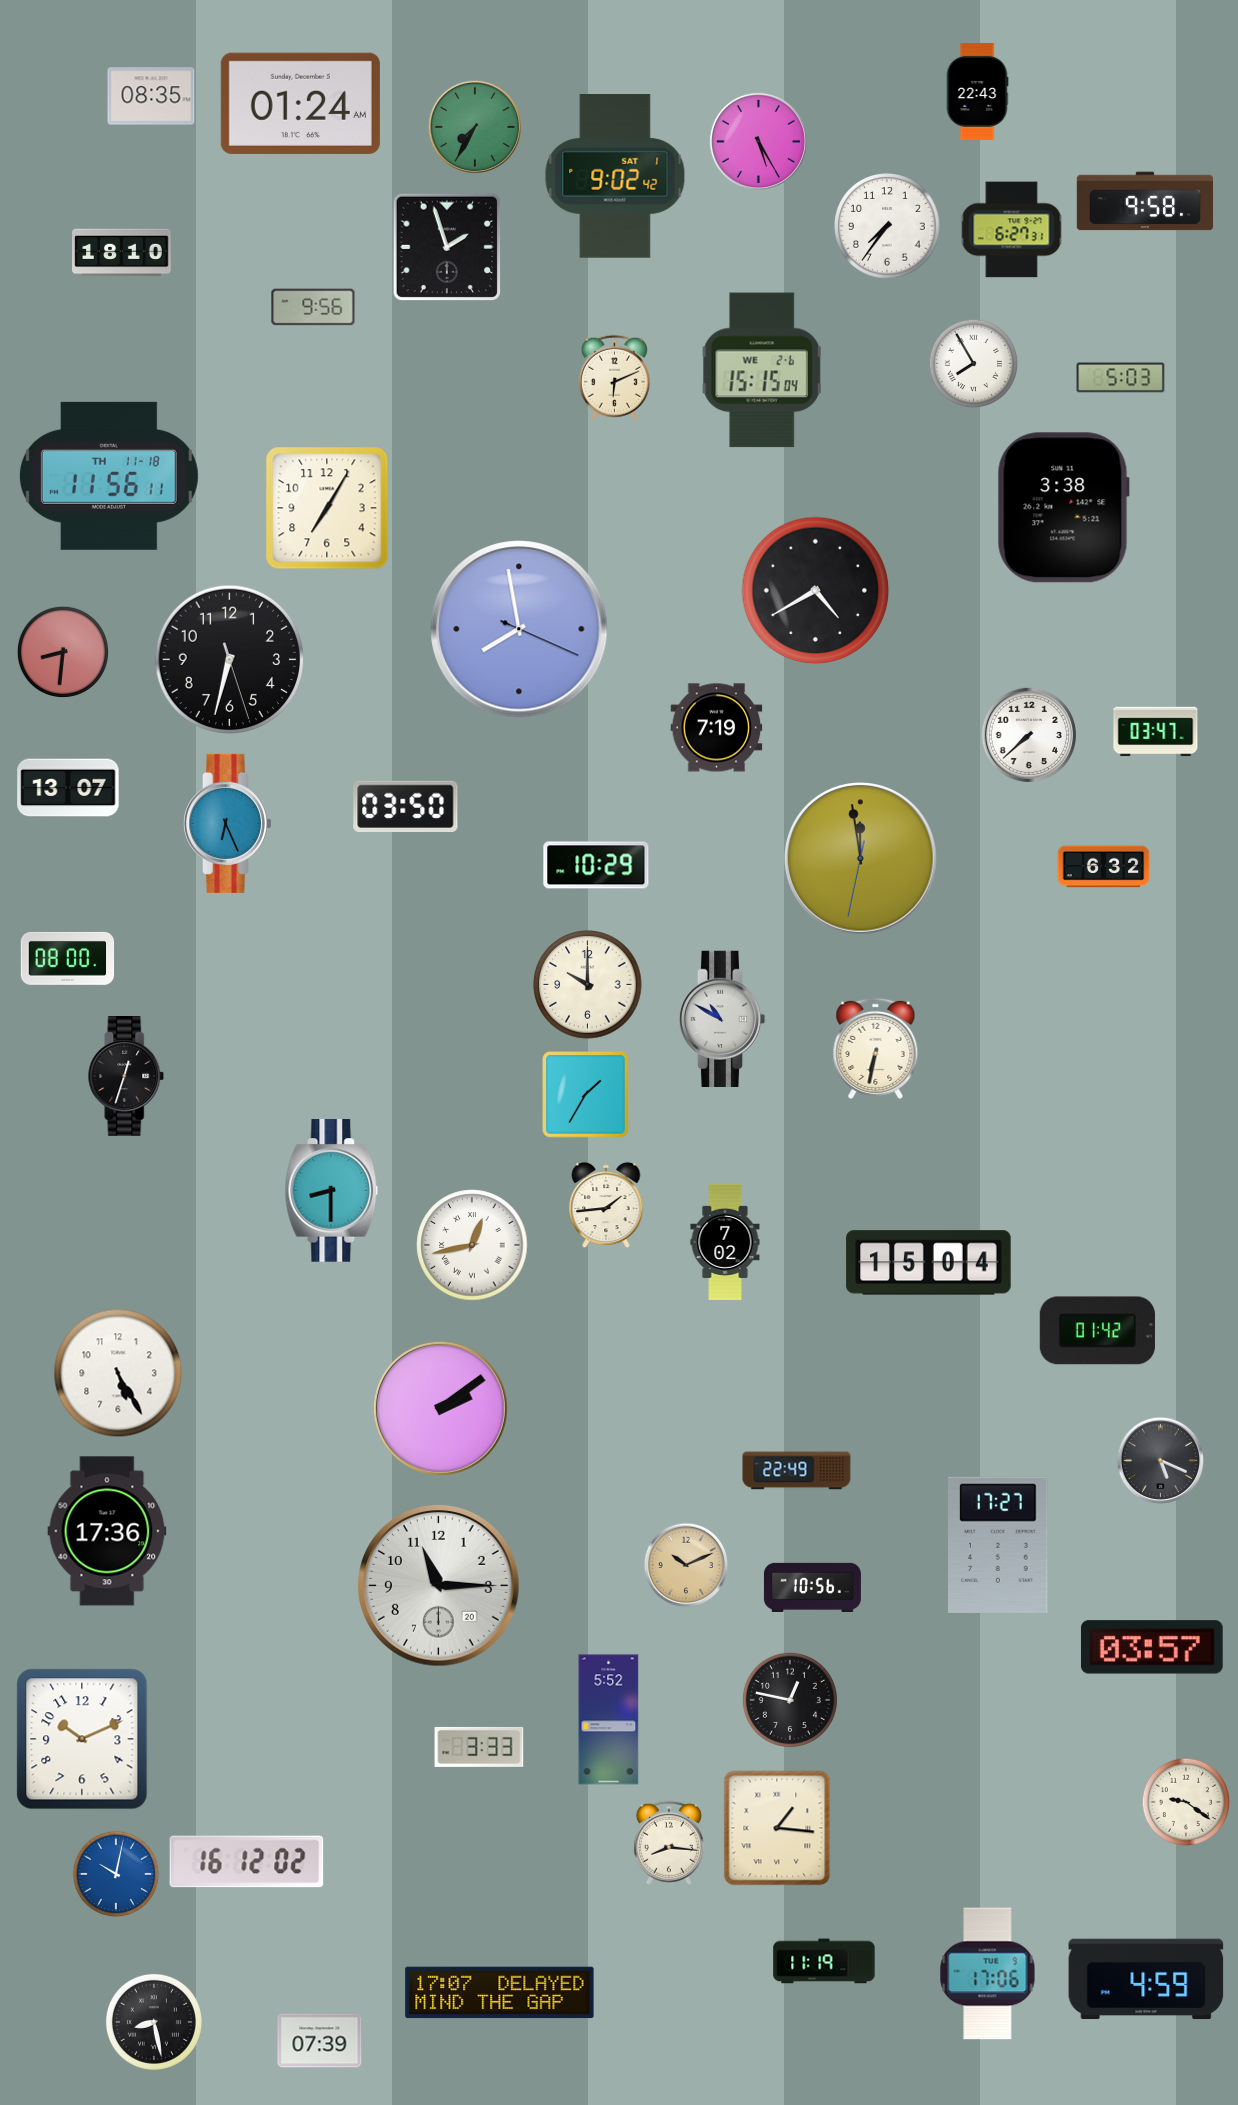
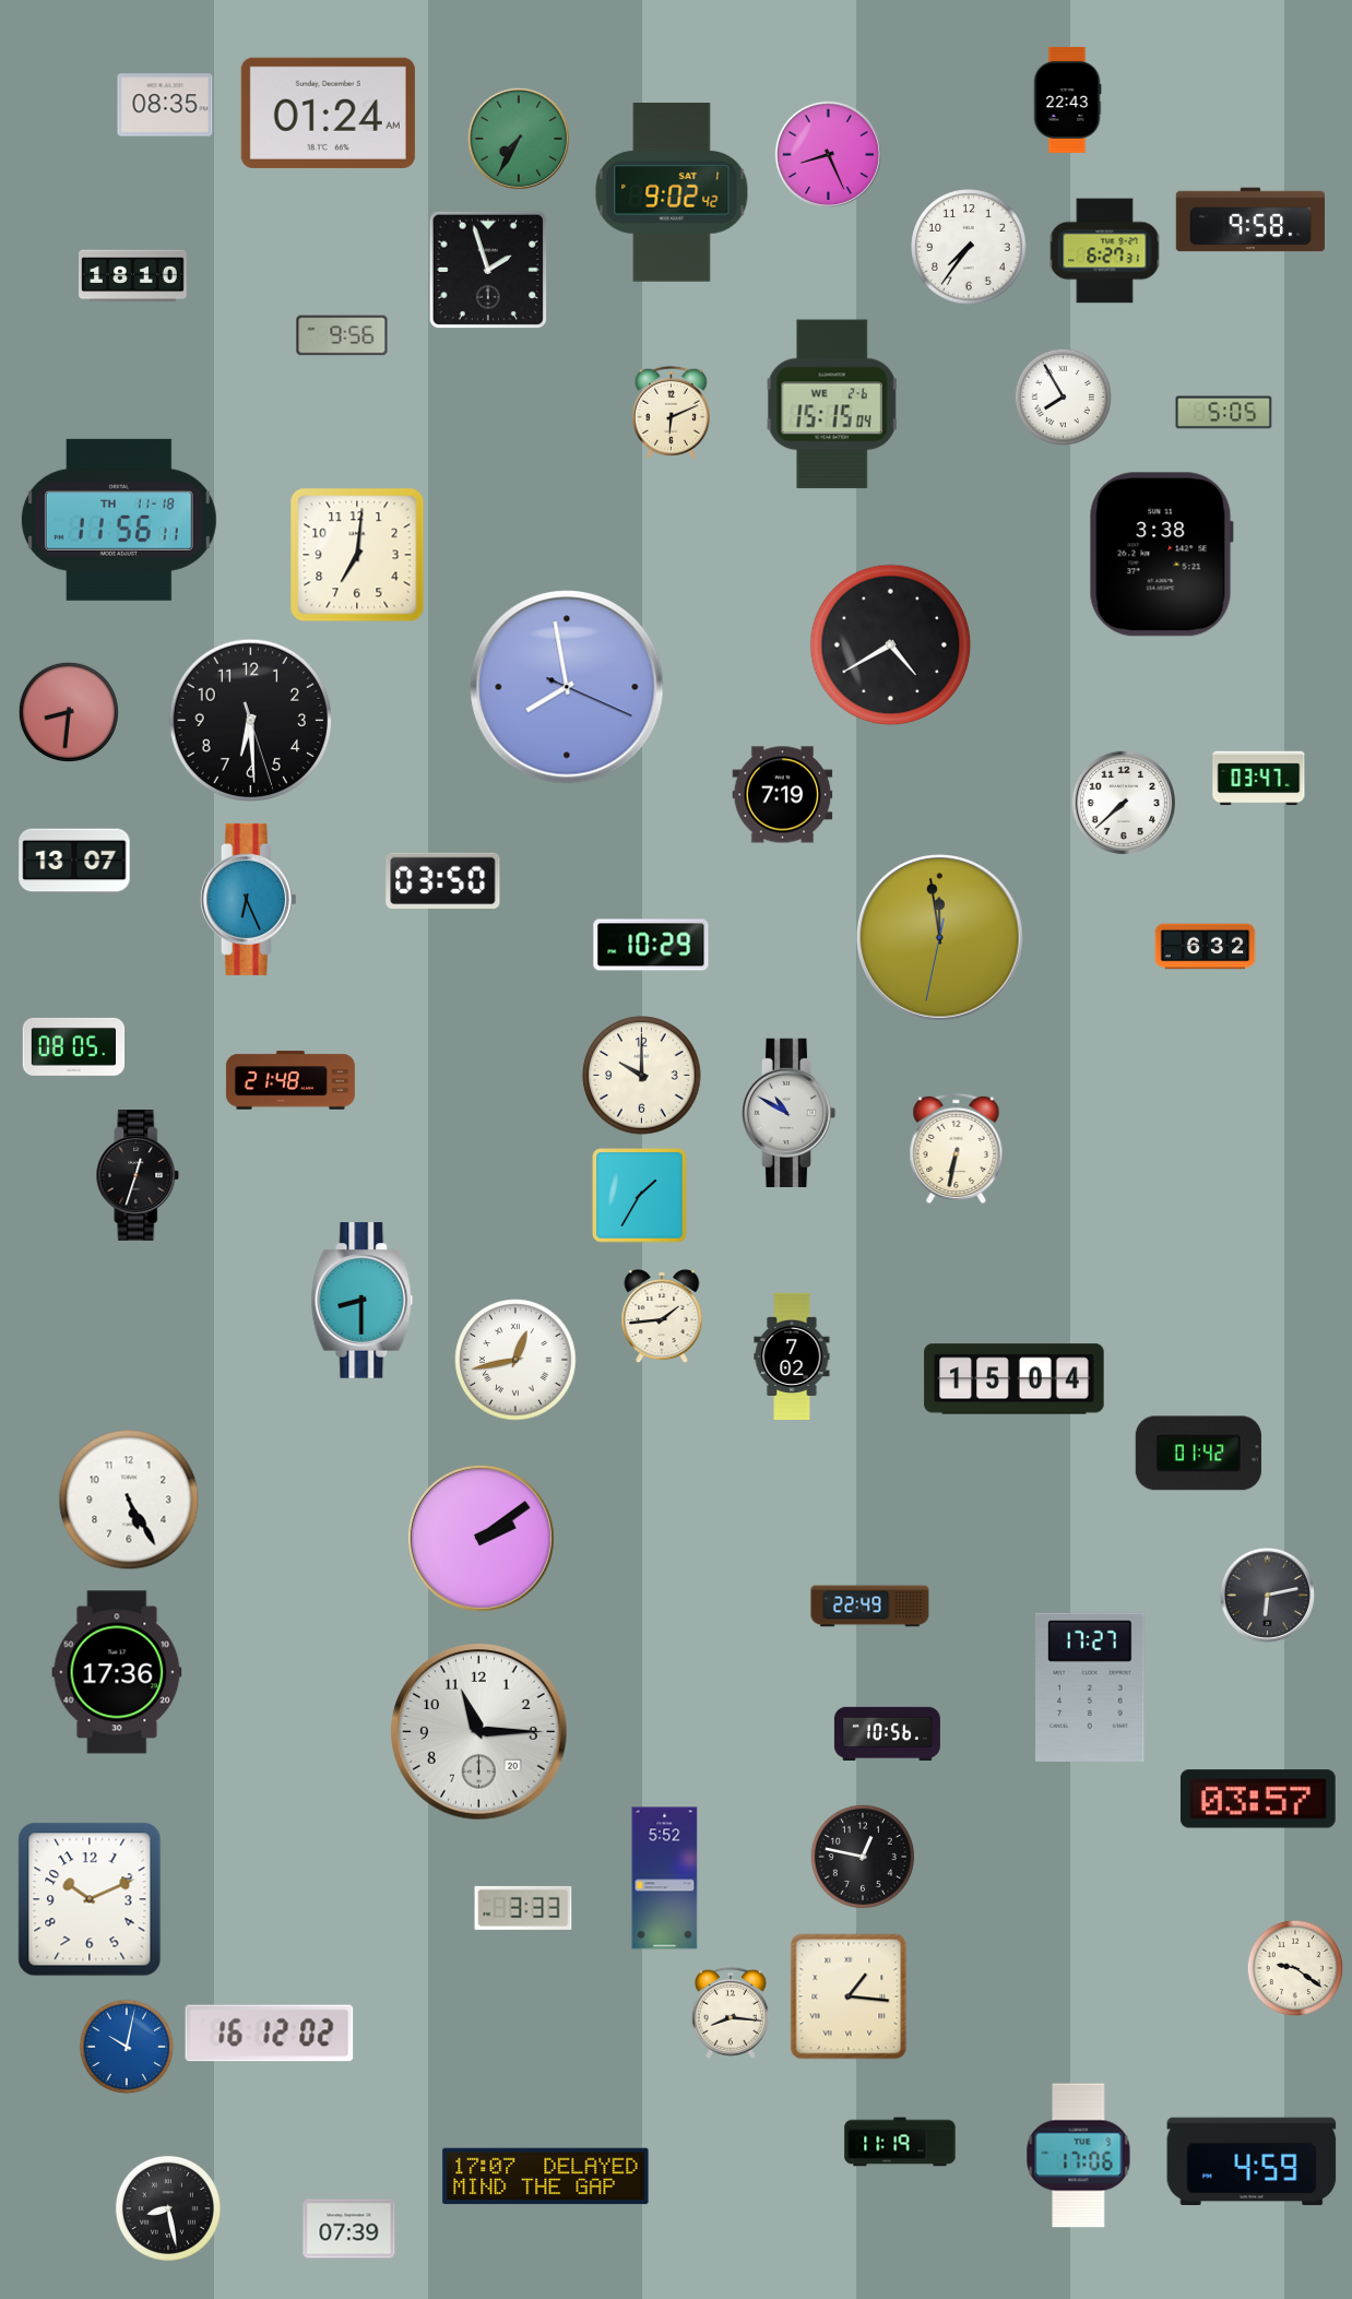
clock at (758, 141): 5:25 -> 8:26
clock at (1121, 378): 5:03 -> 5:05
clock at (327, 508): 7:05 -> 7:01
clock at (229, 659): 6:32 -> 6:29
clock at (1156, 732) position: (1156, 732) -> (1259, 779)
clock at (68, 958): 08:00 -> 08:05
clock at (290, 1080): none -> 21:48
clock at (876, 1048) position: (876, 1048) -> (957, 1148)
clock at (1161, 1461): 5:19 -> 6:13
clock at (686, 1565): 10:11 -> none
